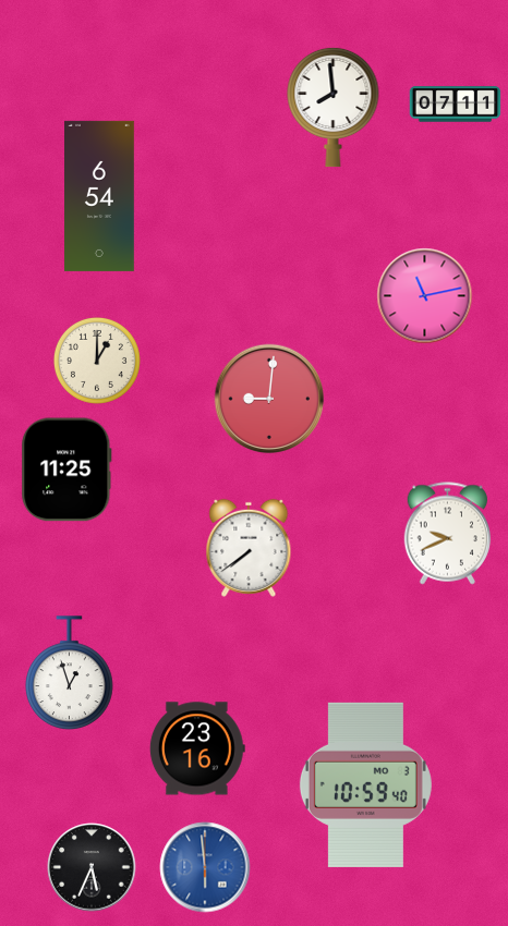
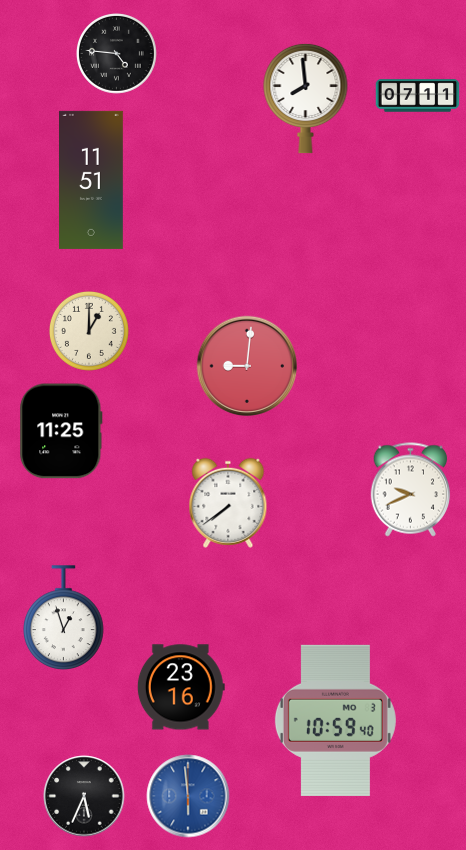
clock at (117, 54): none -> 4:46
clock at (100, 196): 6:54 -> 11:51
clock at (425, 296): 11:13 -> none
